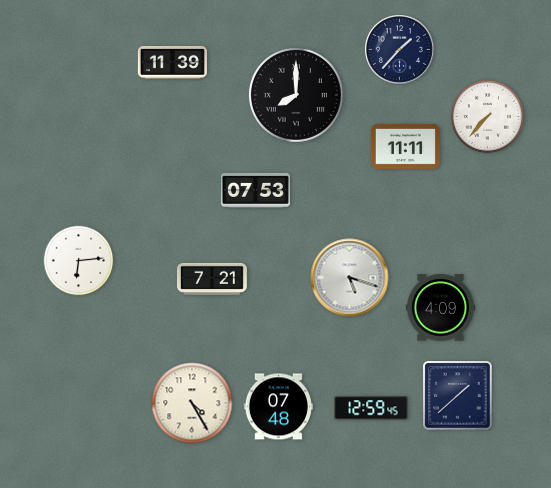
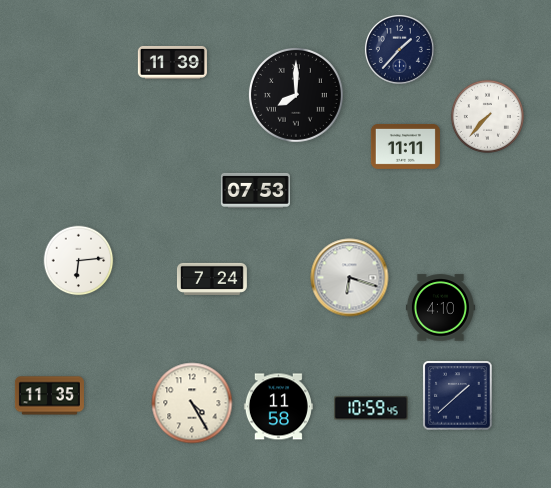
clock at (350, 278): 5:18 -> 6:18
clock at (212, 279): 7:21 -> 7:24
clock at (440, 308): 4:09 -> 4:10
clock at (49, 396): none -> 11:35
clock at (278, 407): 07:48 -> 11:58
clock at (371, 408): 12:59 -> 10:59
